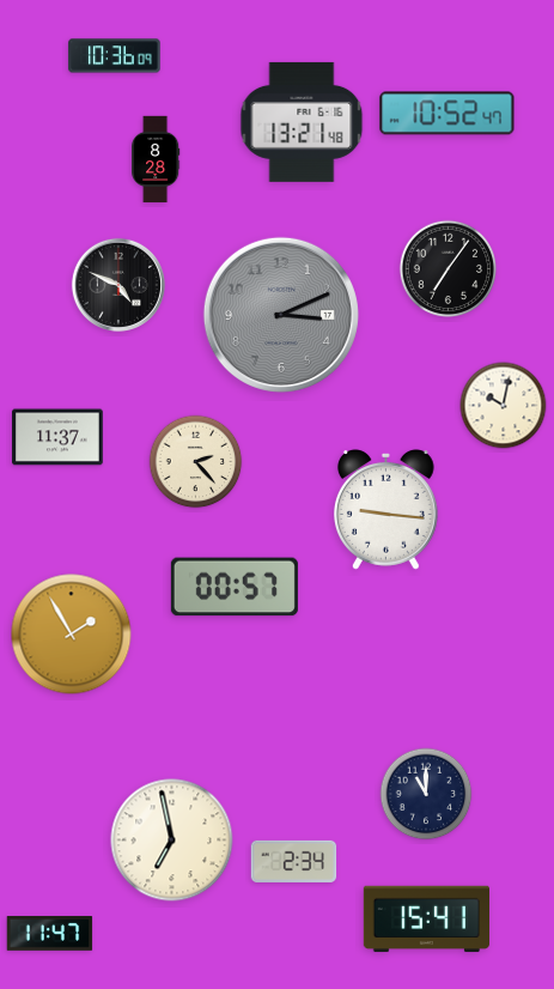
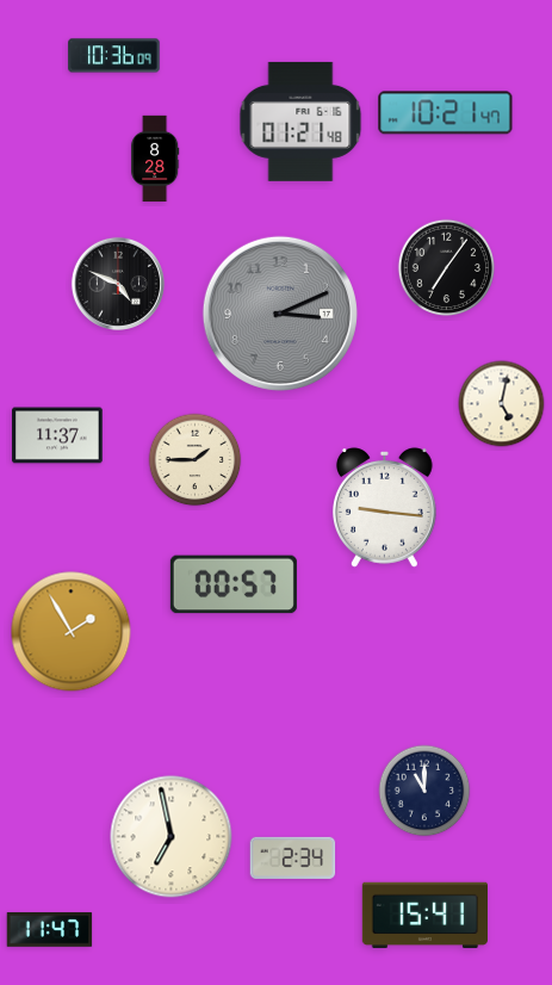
clock at (448, 114): 10:52 -> 10:21
clock at (302, 122): 13:21 -> 01:21
clock at (504, 406): 10:02 -> 5:02
clock at (196, 462): 2:23 -> 1:45
